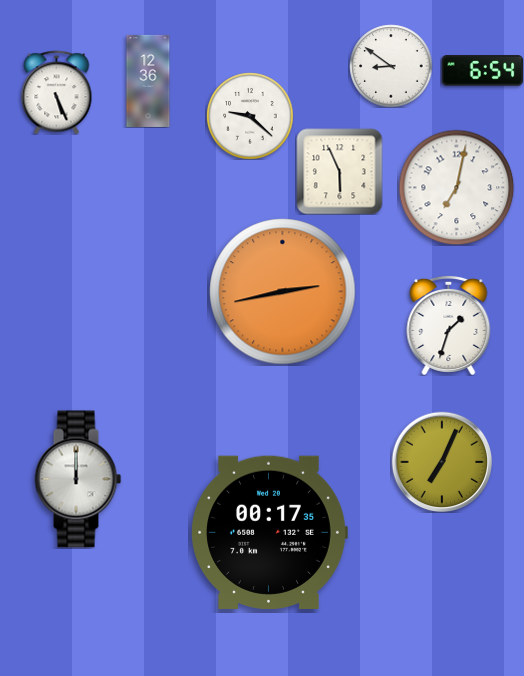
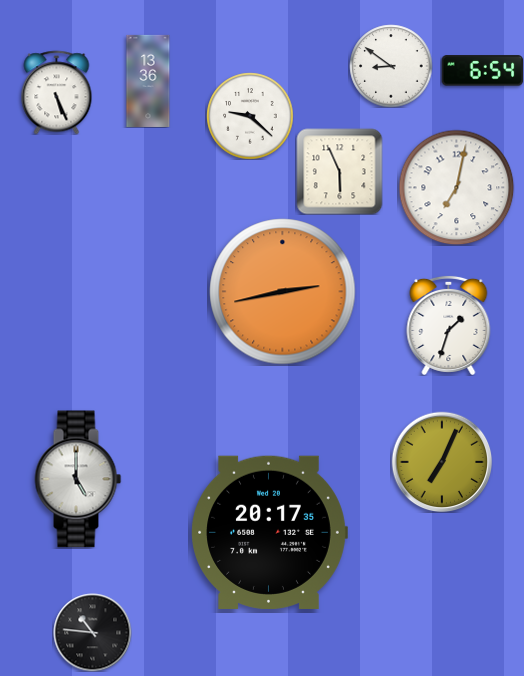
clock at (148, 80): 12:36 -> 13:36
clock at (78, 479): 12:00 -> 5:00
clock at (269, 532): 00:17 -> 20:17
clock at (92, 632): none -> 10:46
